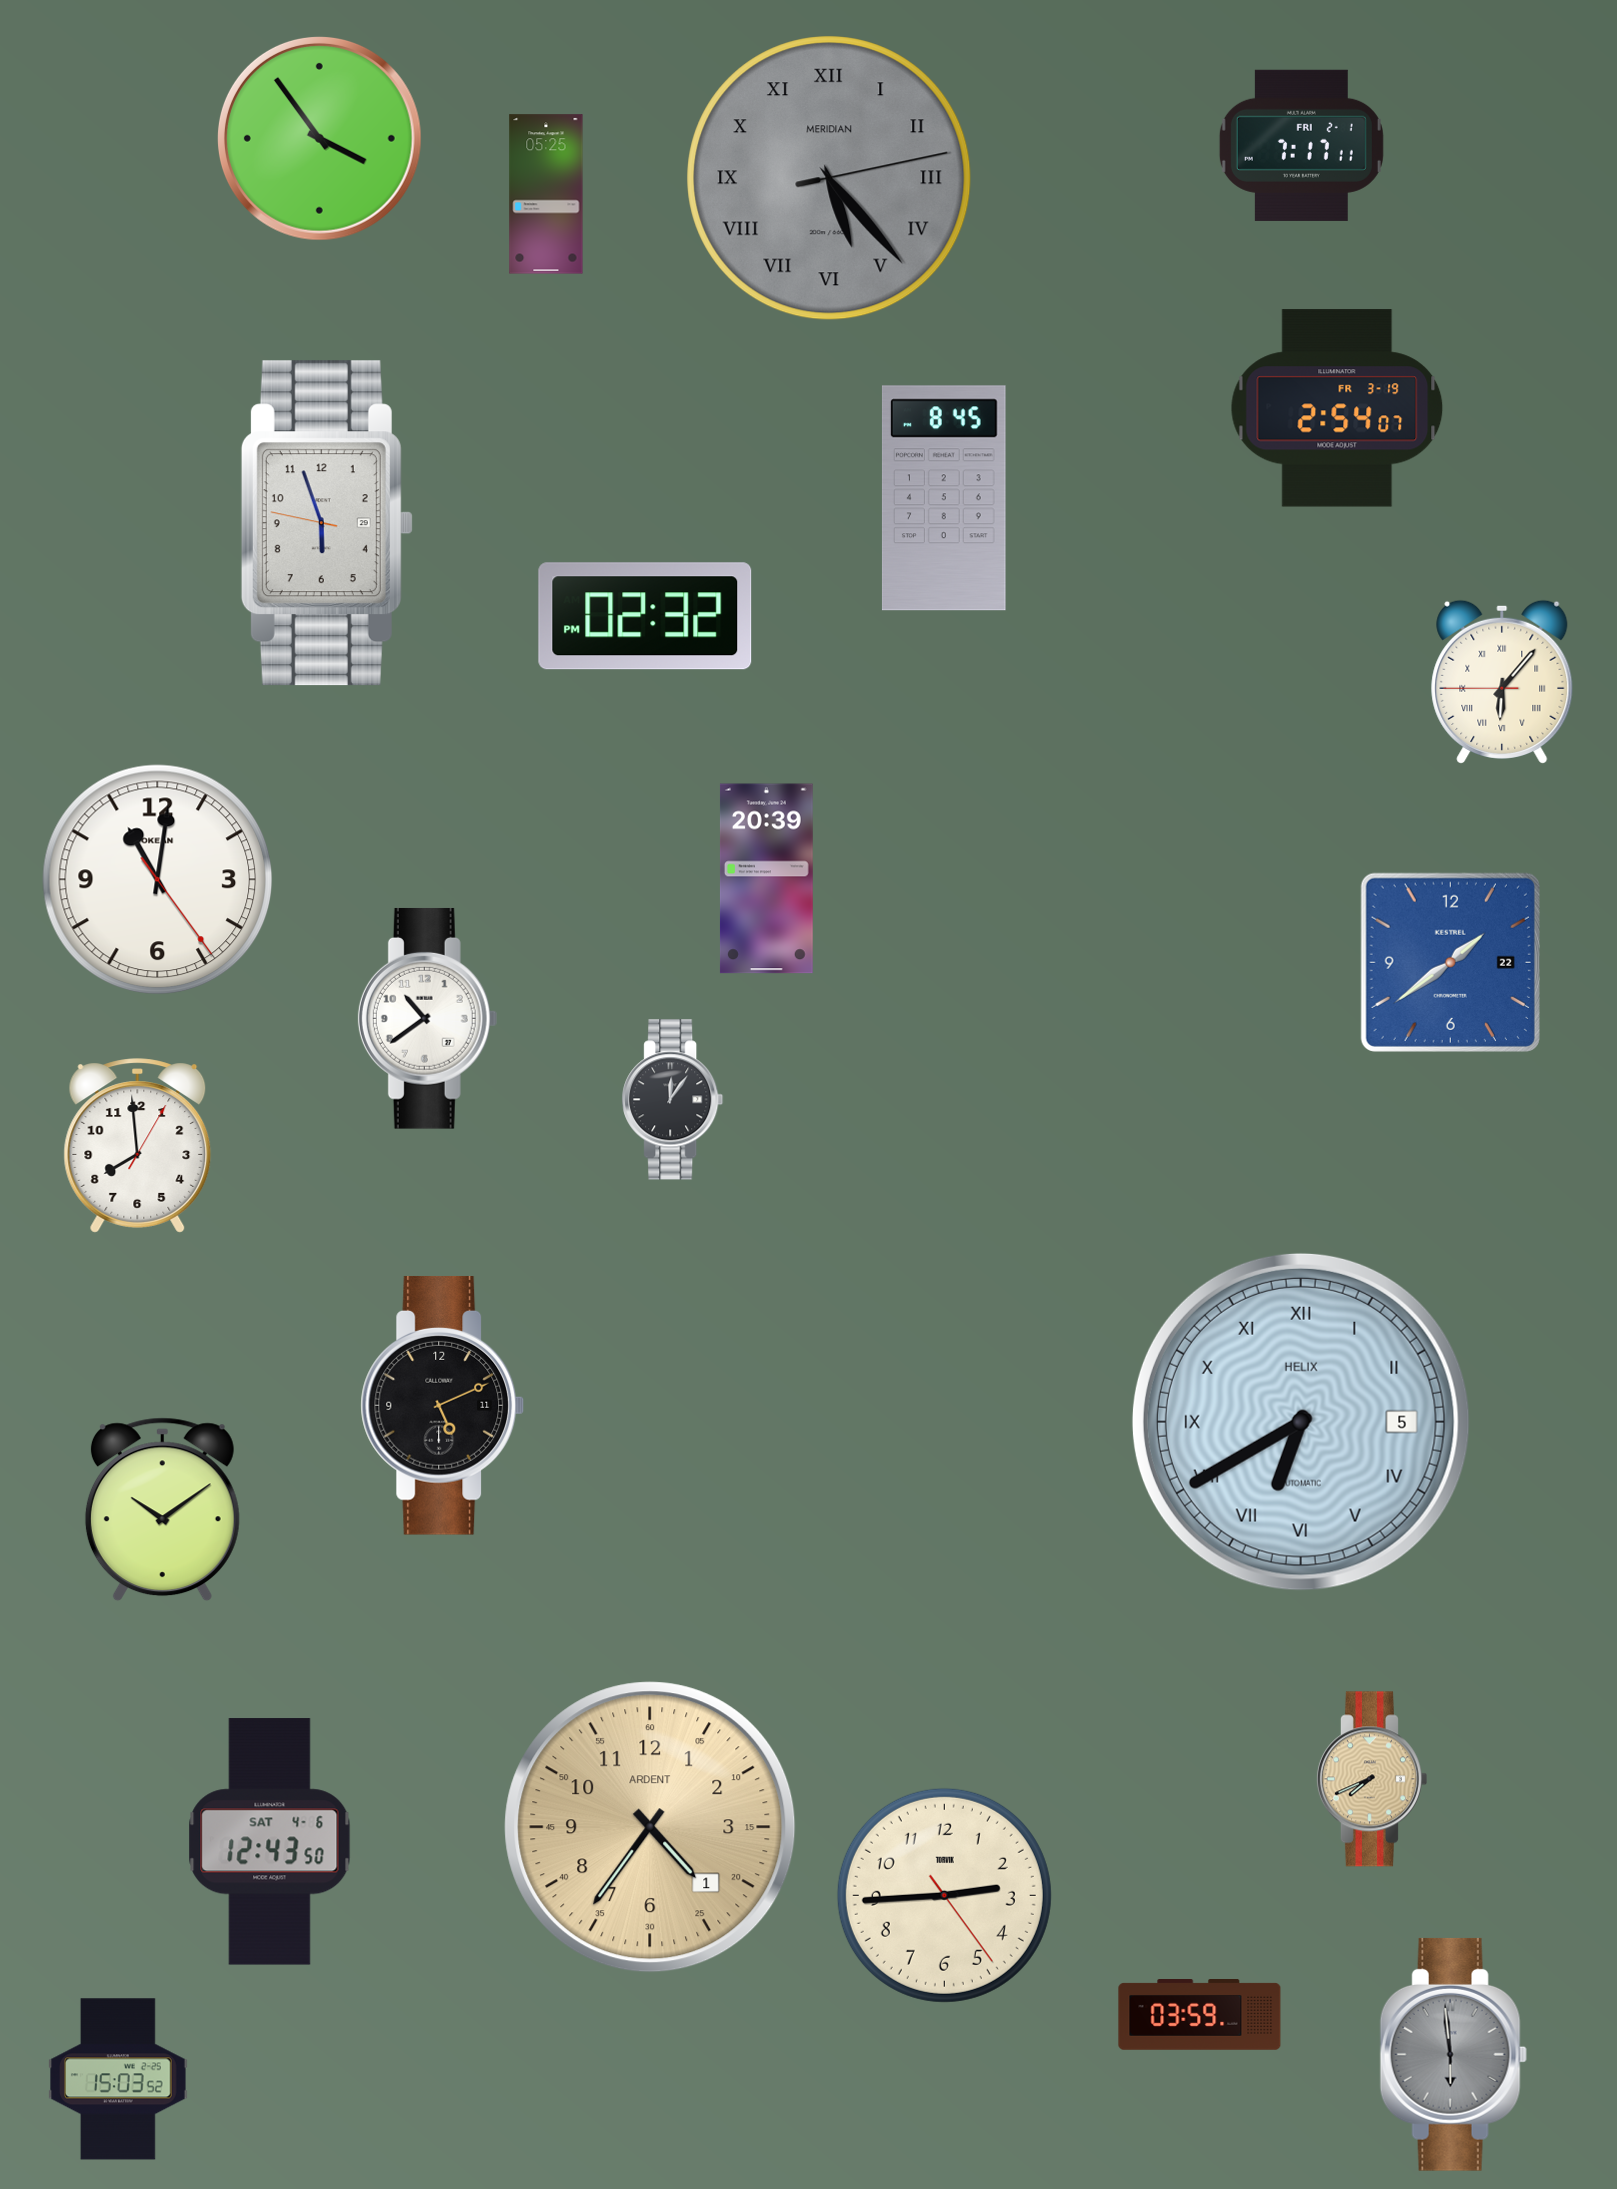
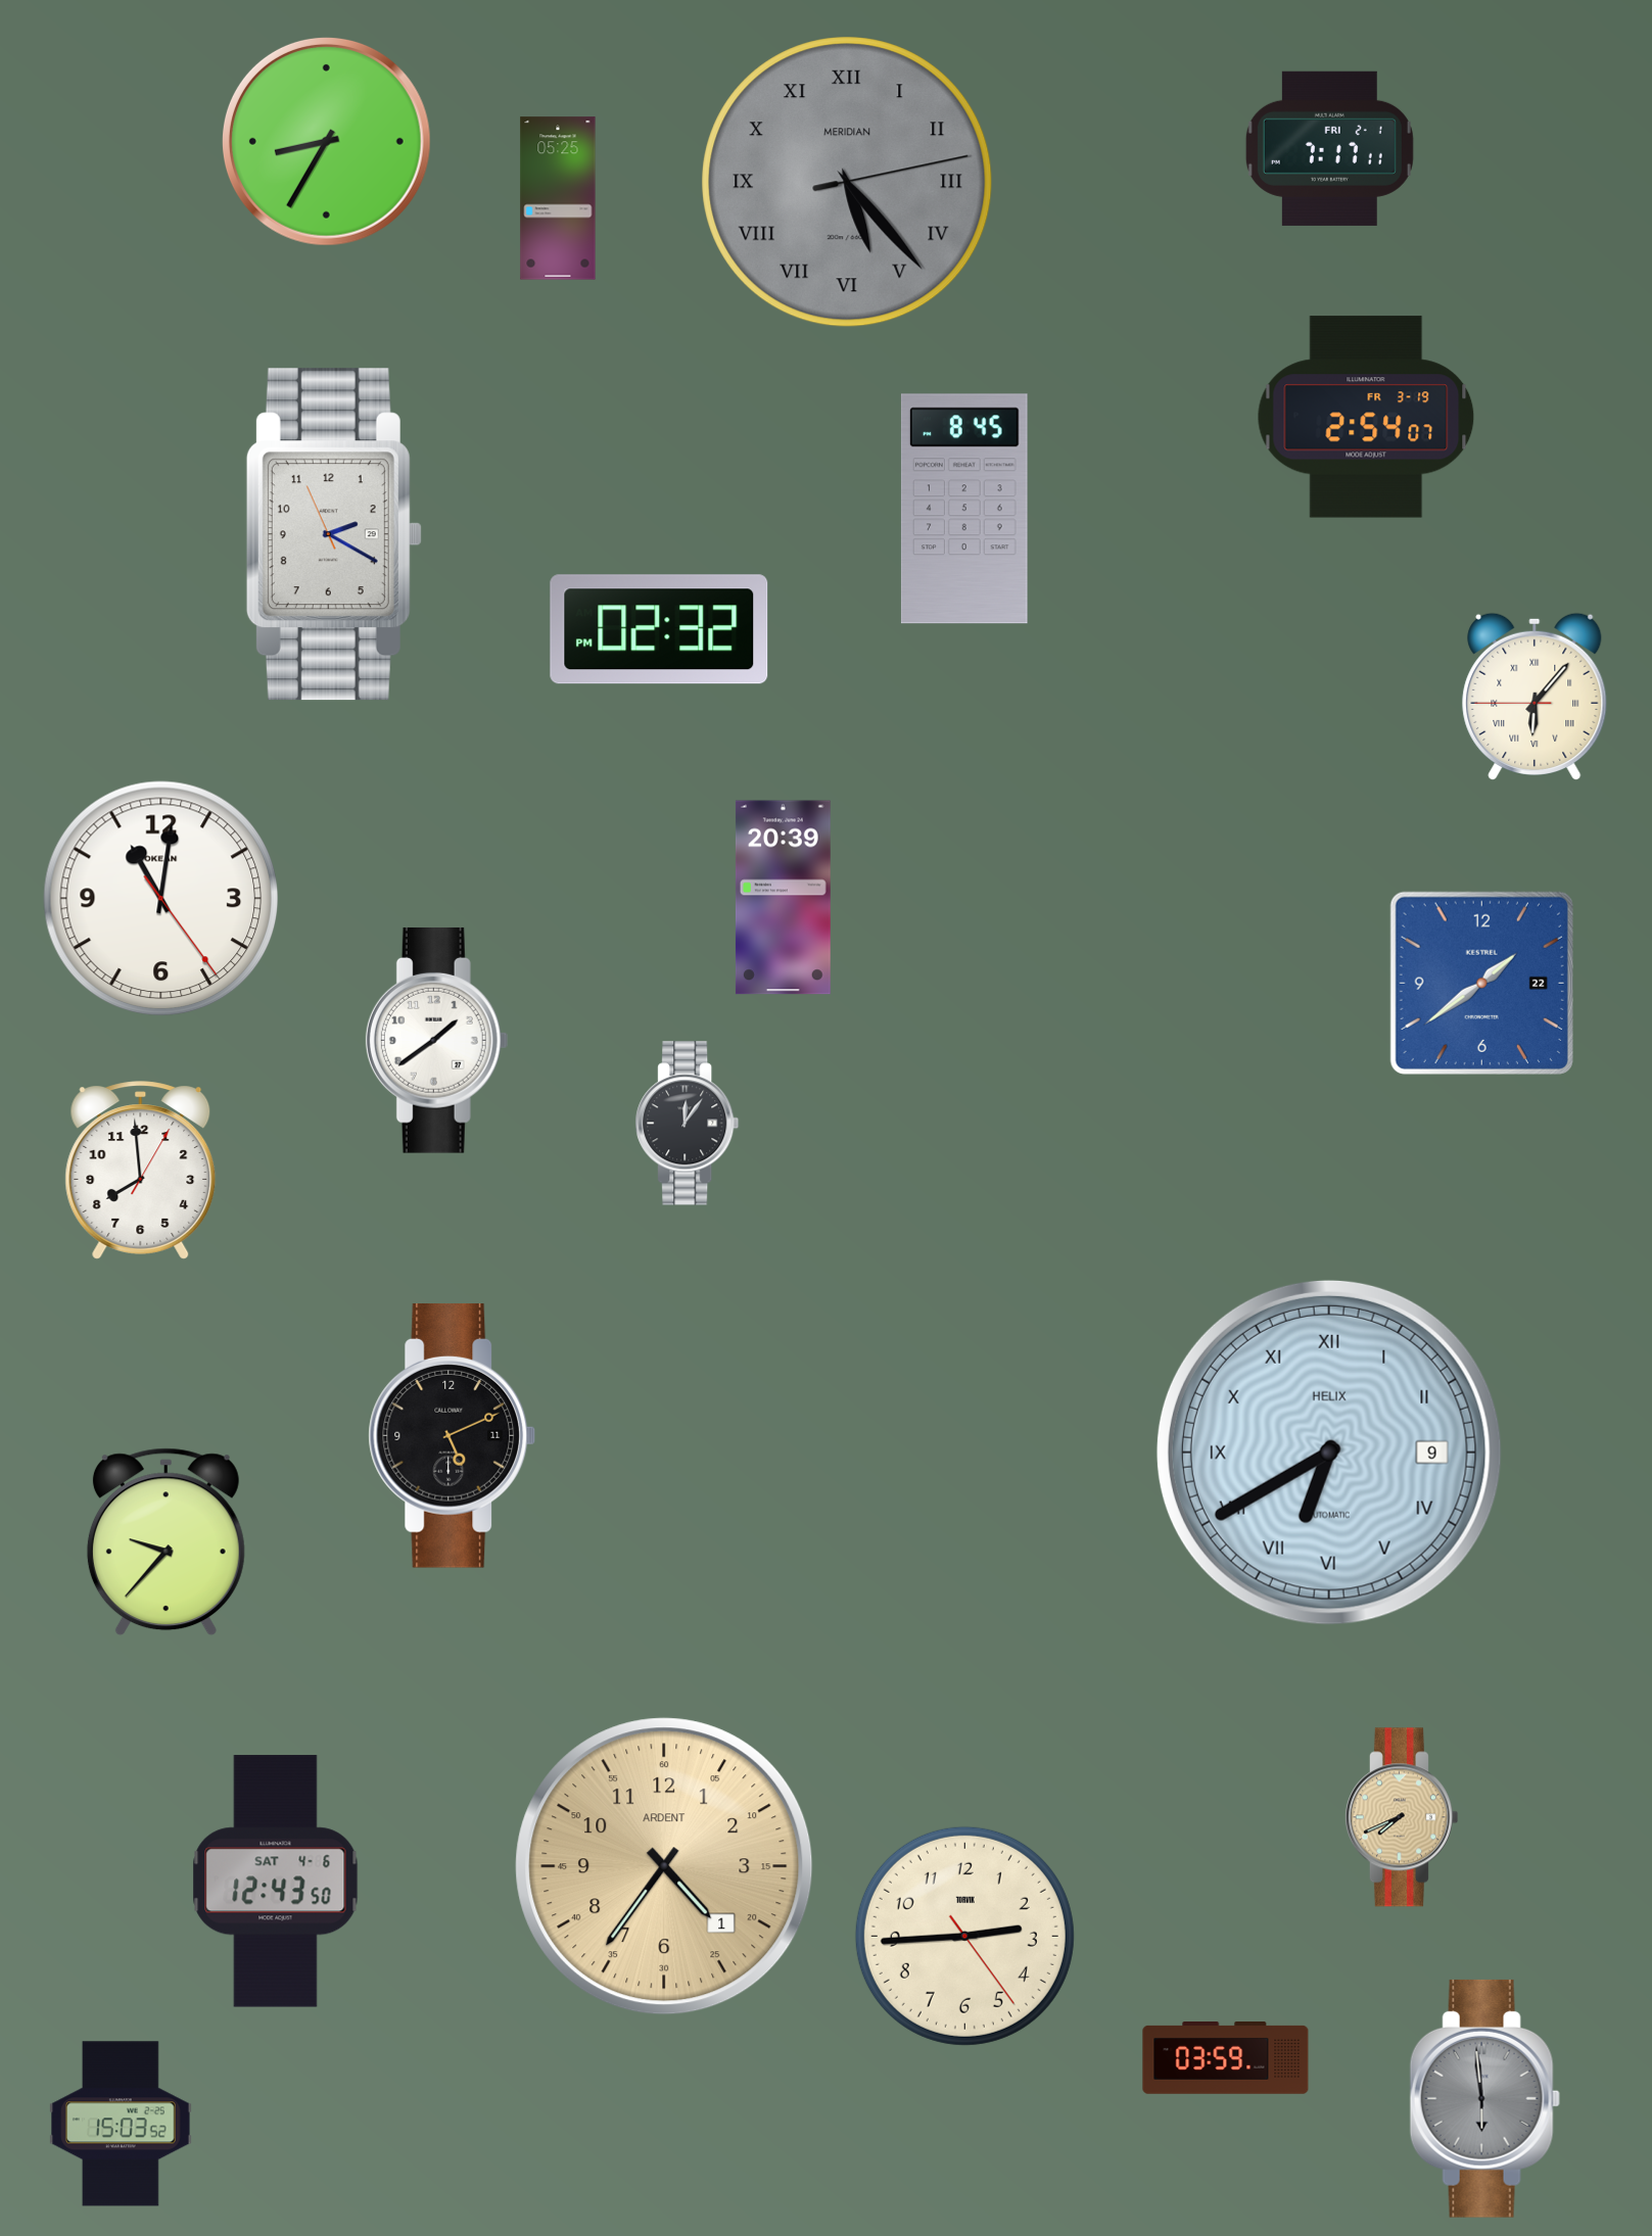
clock at (319, 138): 3:54 -> 8:35
clock at (327, 523): 5:56 -> 2:19
clock at (428, 1018): 10:39 -> 1:39
clock at (1301, 1422) date: 5 -> 9
clock at (162, 1510): 10:09 -> 9:37
